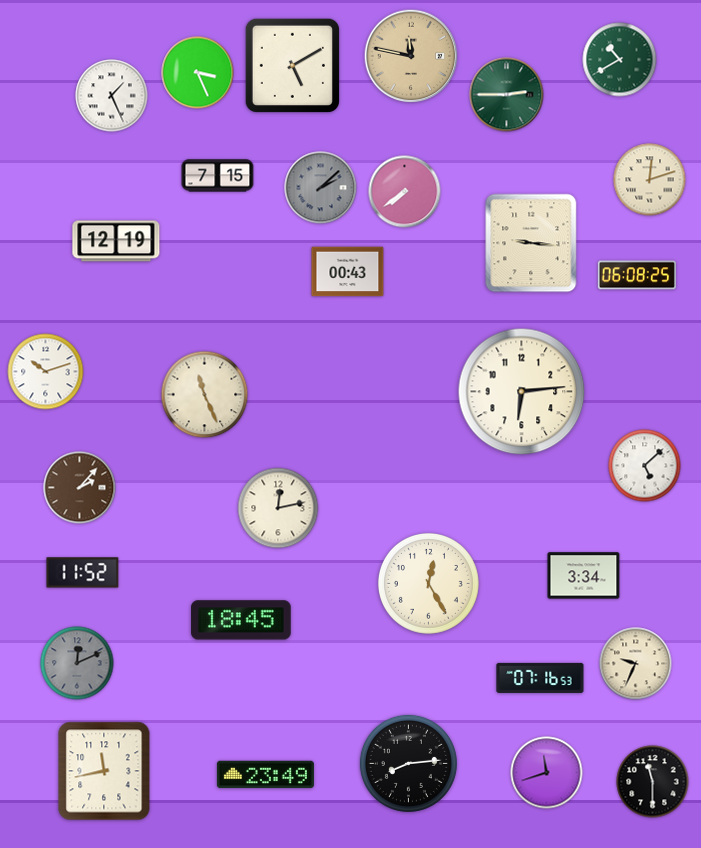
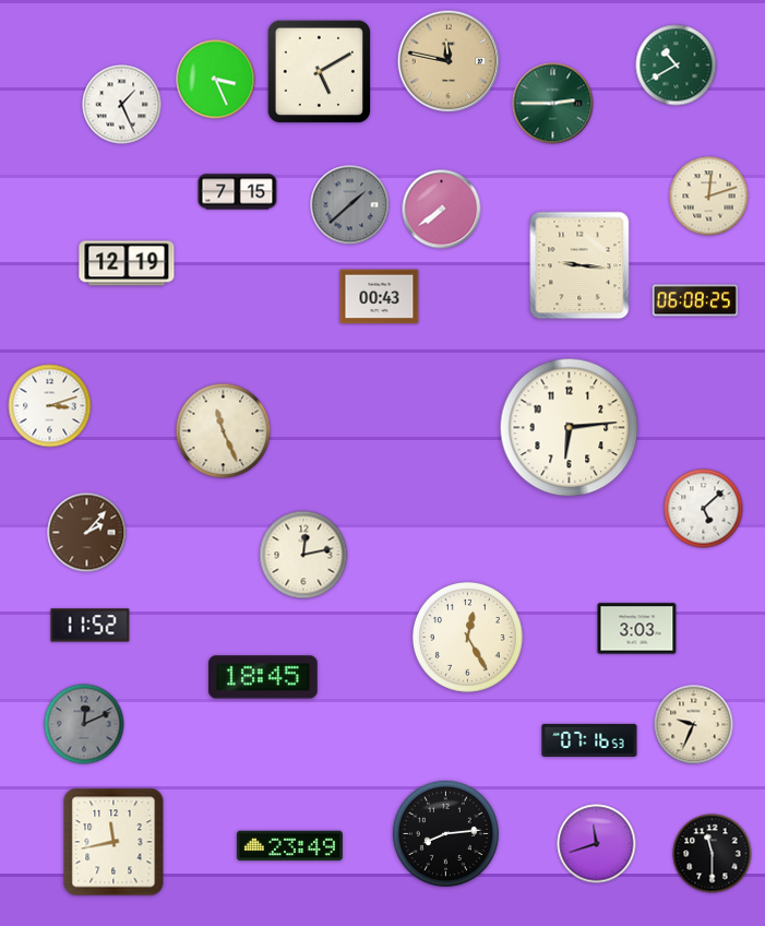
clock at (321, 188): 2:08 -> 1:38
clock at (46, 372): 10:12 -> 3:12
clock at (584, 576): 3:34 -> 3:03
